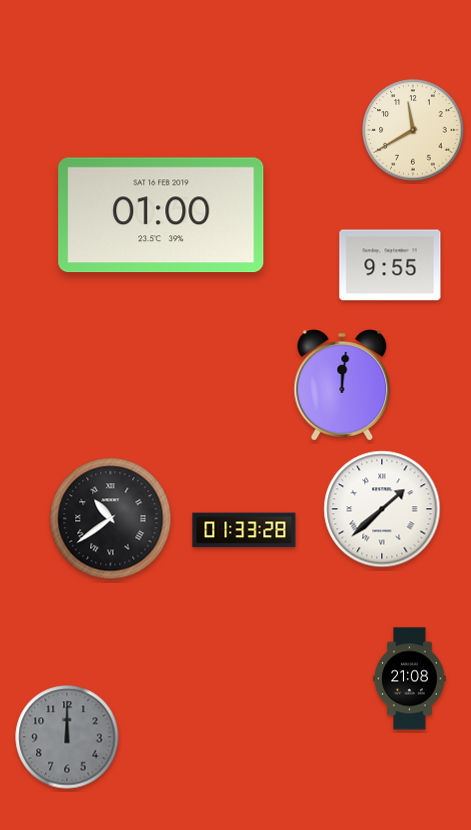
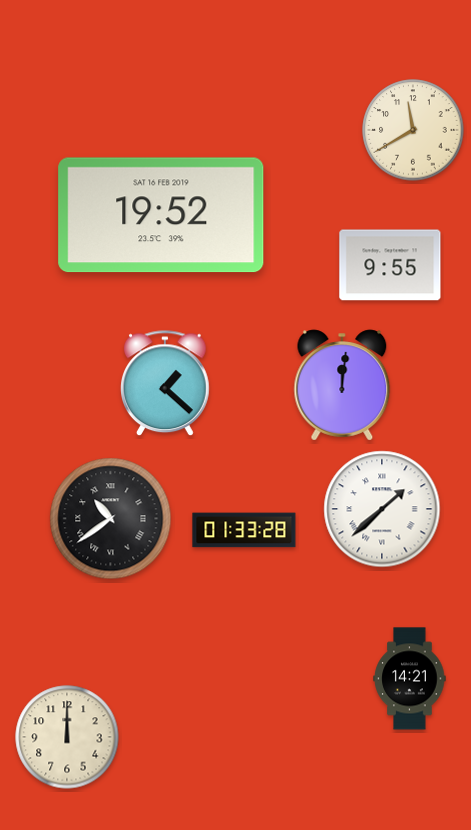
clock at (161, 215): 01:00 -> 19:52
clock at (166, 384): none -> 1:22
clock at (410, 679): 21:08 -> 14:21
clock at (67, 737) dial: grey -> cream
